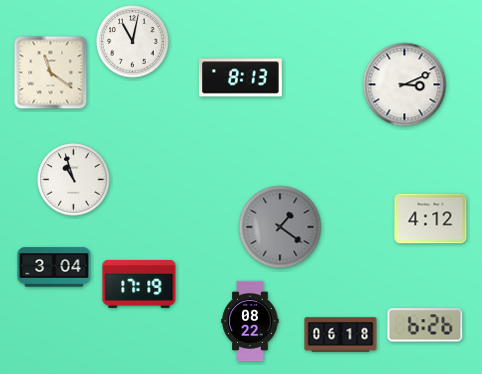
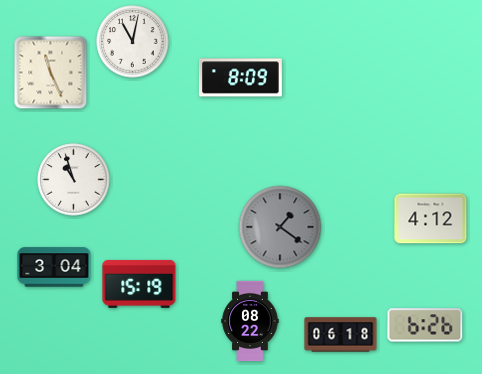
clock at (51, 73): 11:21 -> 11:26
clock at (240, 78): 8:13 -> 8:09
clock at (405, 85): 3:11 -> none
clock at (139, 284): 17:19 -> 15:19
